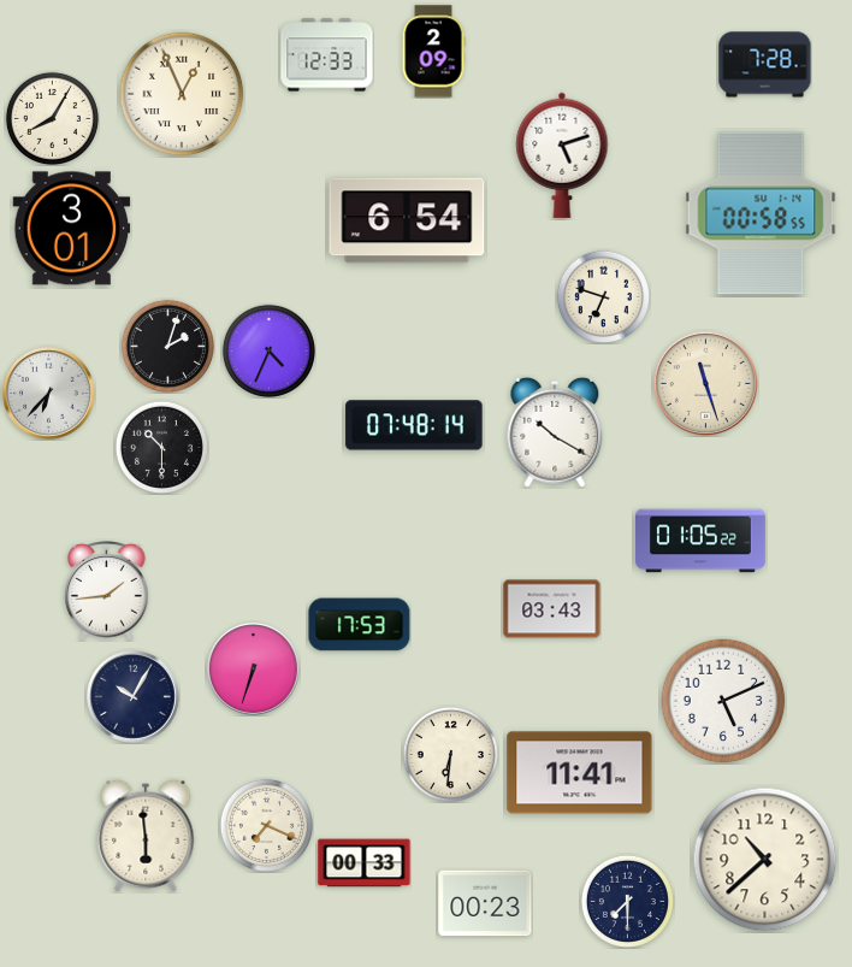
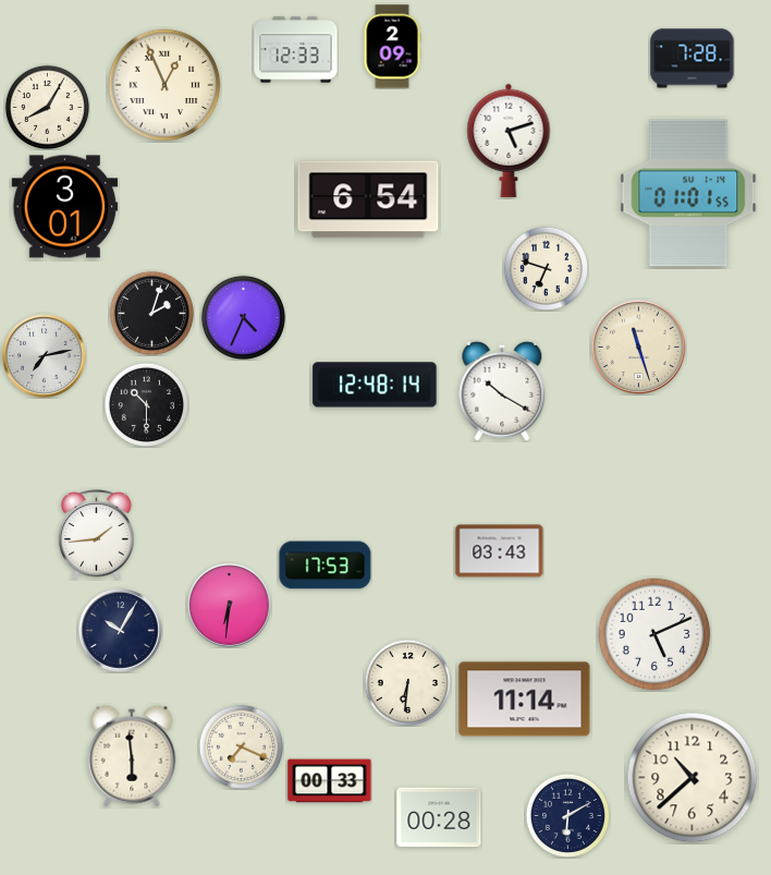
clock at (761, 213): 00:58 -> 01:01
clock at (49, 394): 6:37 -> 7:13
clock at (414, 425): 07:48 -> 12:48
clock at (702, 541): 01:05 -> none
clock at (254, 670): 6:33 -> 6:31
clock at (580, 773): 11:41 -> 11:14
clock at (627, 901): 7:30 -> 6:10
clock at (485, 903): 00:23 -> 00:28
